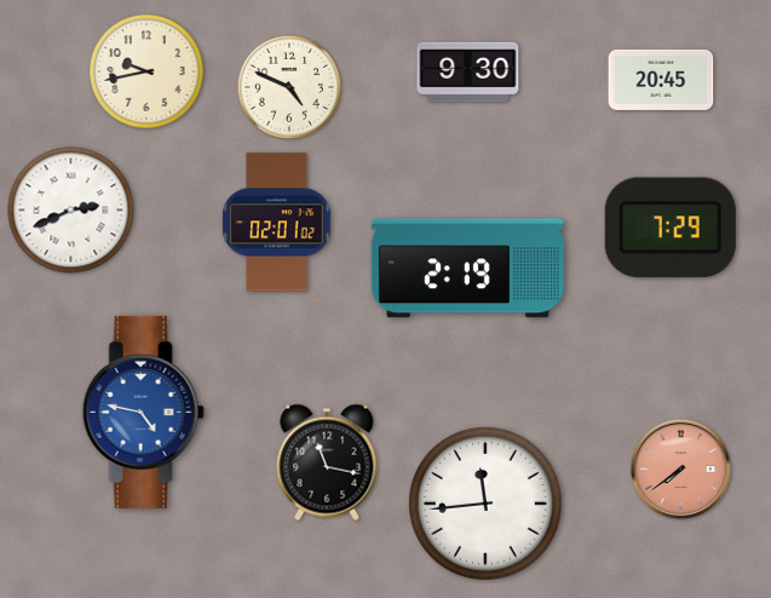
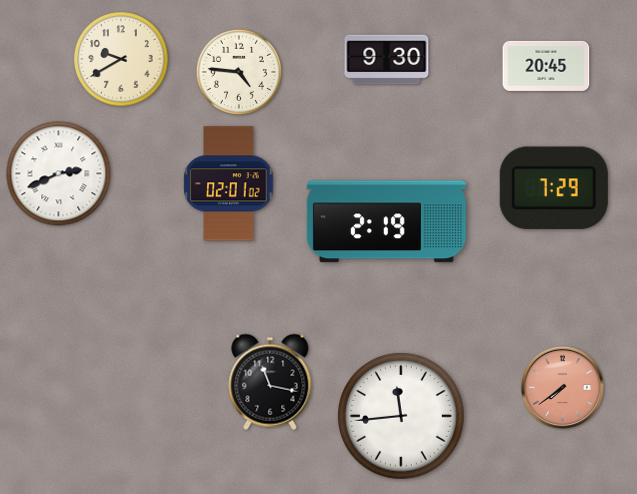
clock at (146, 71): 9:43 -> 9:40
clock at (289, 87): 4:49 -> 4:46
clock at (143, 412): 4:47 -> none
